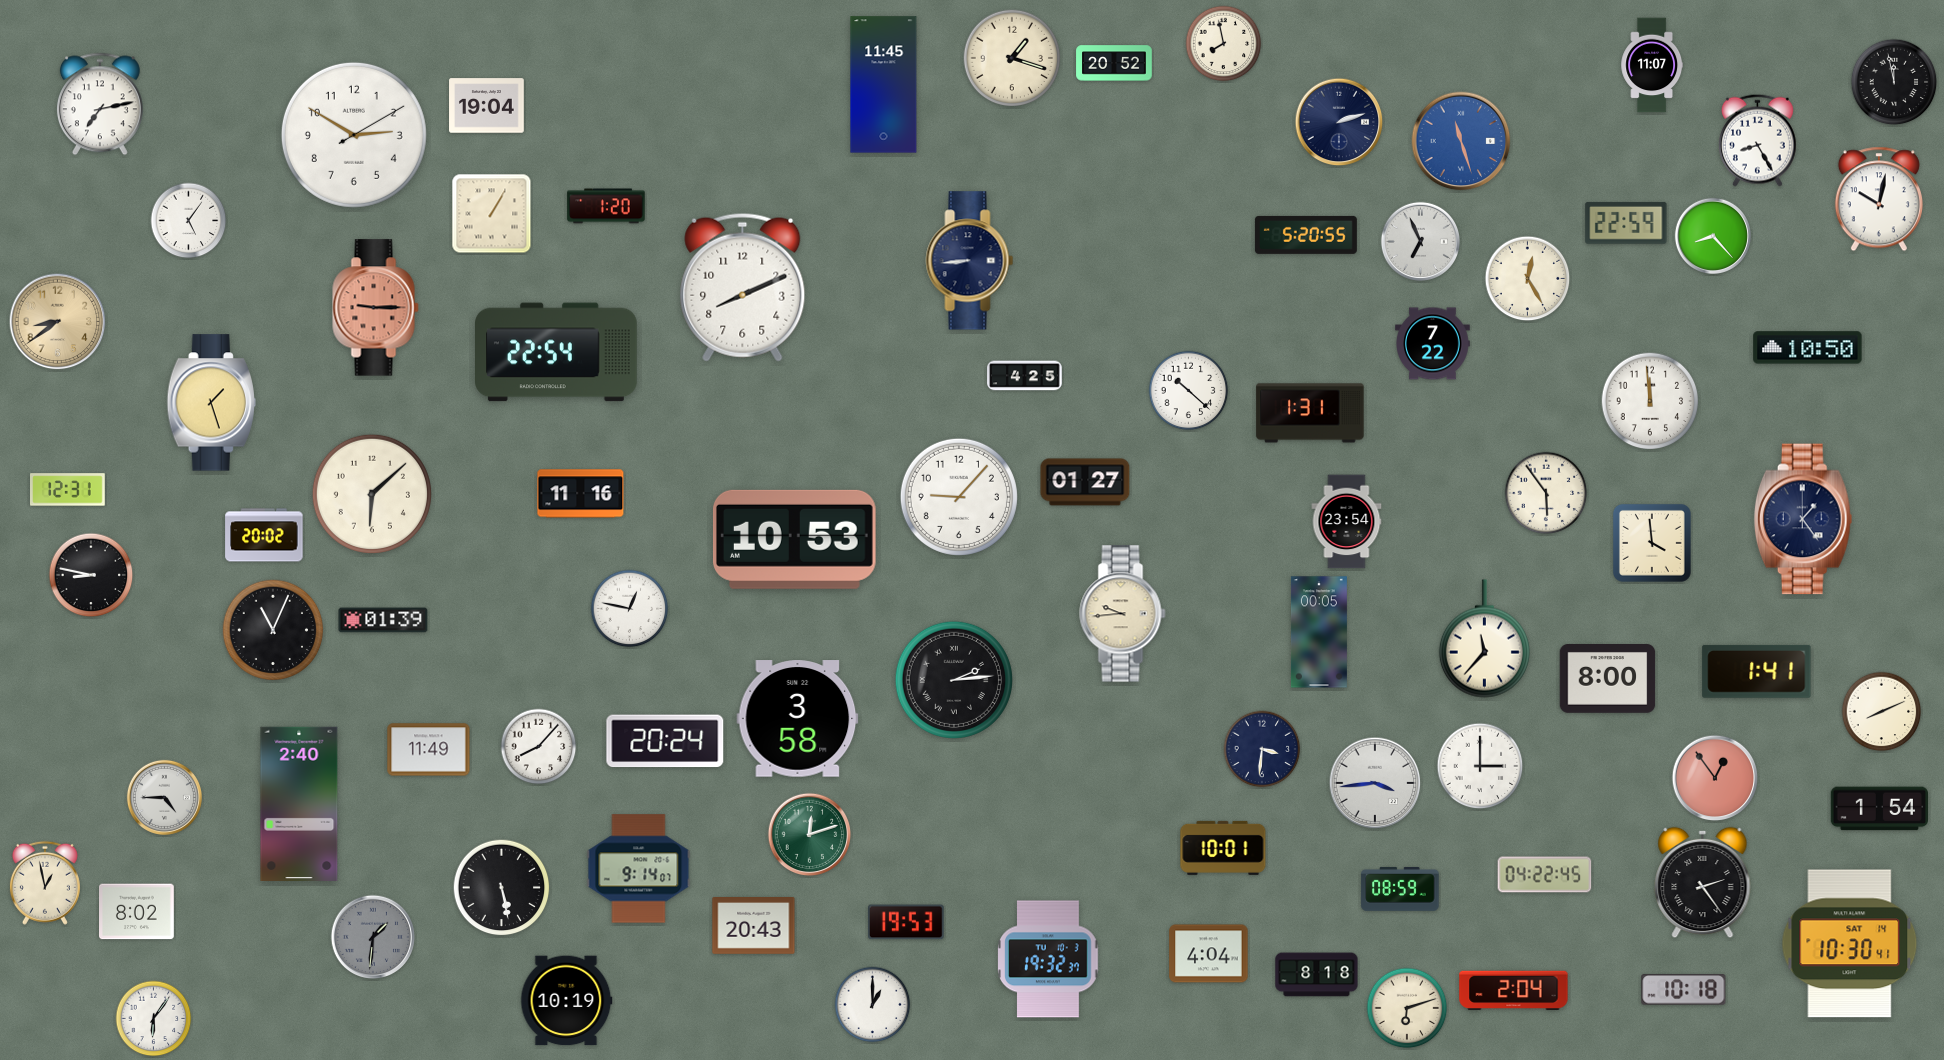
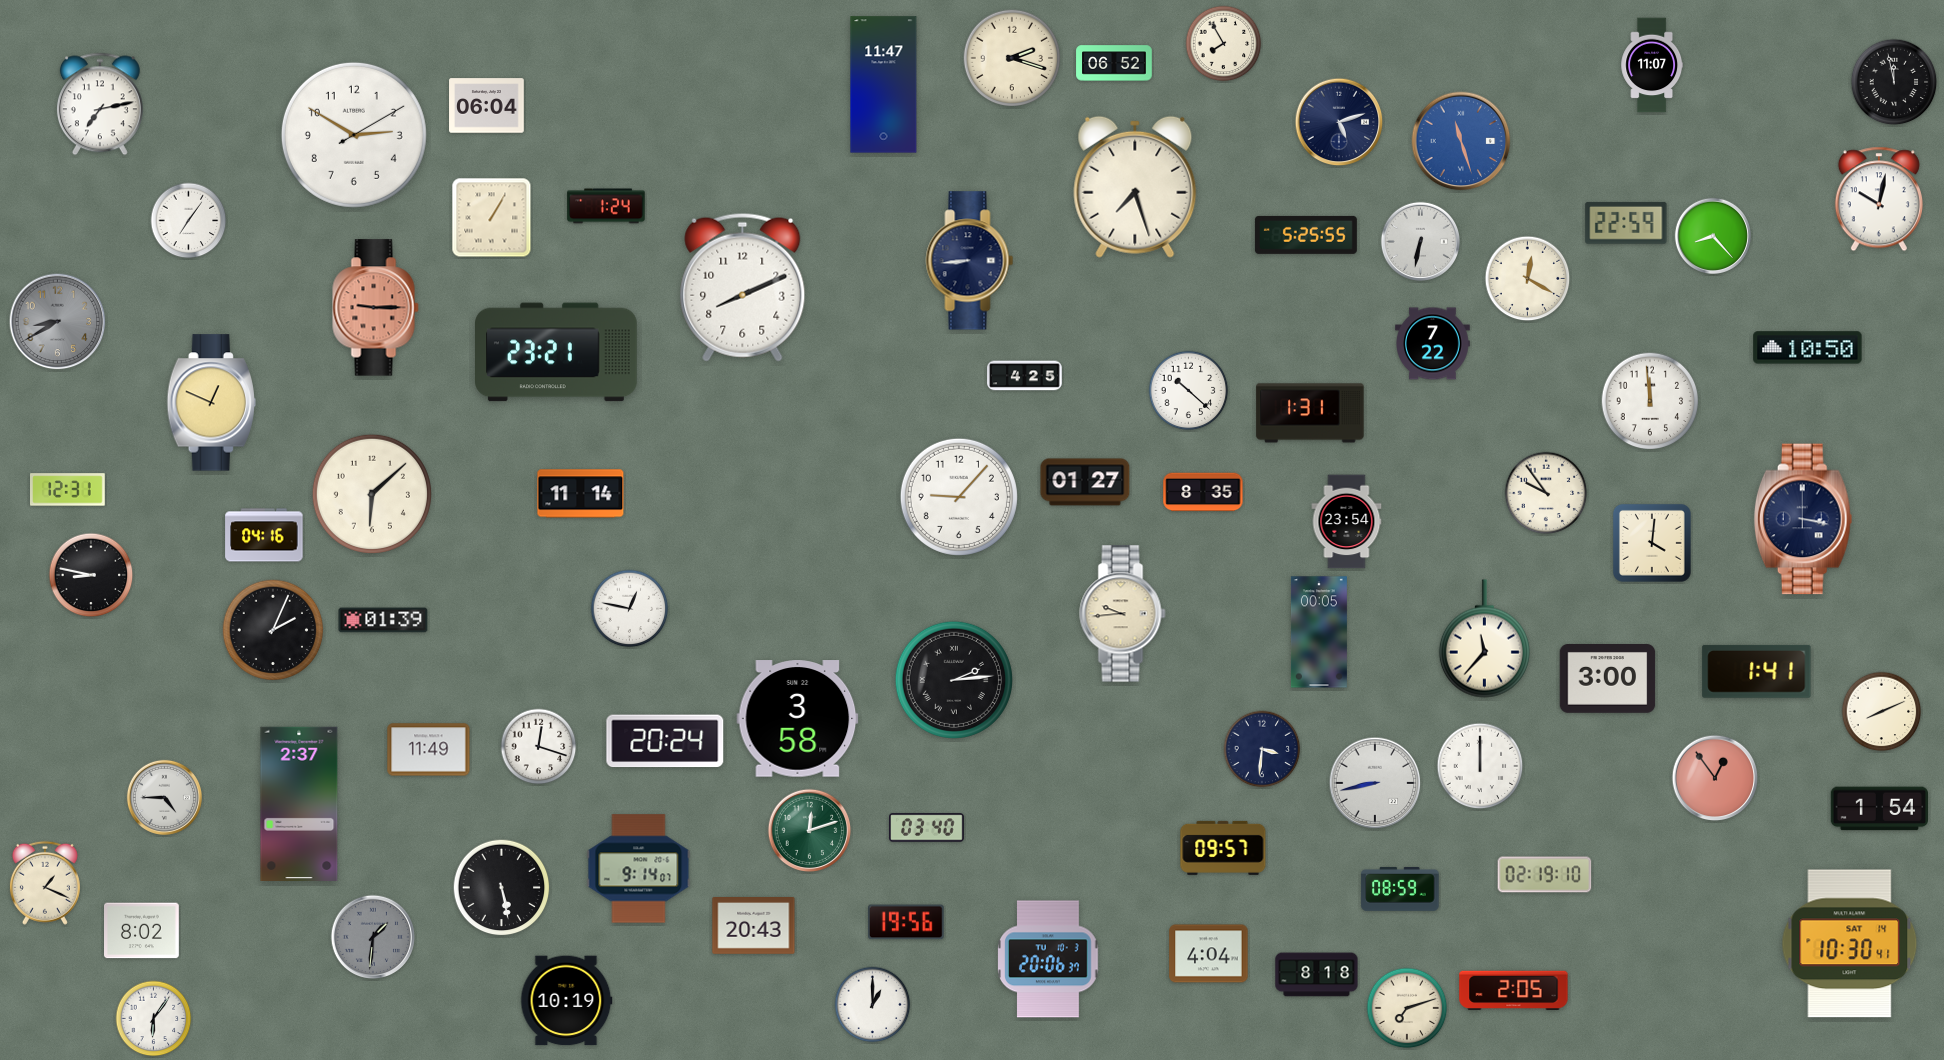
clock at (1224, 44): 7:58 -> 7:55
clock at (1012, 58): 1:18 -> 2:18
clock at (1114, 63): 20:52 -> 06:52
clock at (884, 85): 11:45 -> 11:47
clock at (487, 106): 19:04 -> 06:04
clock at (1339, 122): 2:12 -> 5:12
clock at (1758, 140): 8:25 -> none
clock at (1135, 187): none -> 7:27
clock at (606, 206): 1:20 -> 1:24
clock at (492, 214) position: (492, 214) -> (492, 218)
clock at (189, 221): 5:06 -> 7:06
clock at (1306, 235): 5:20 -> 5:25
clock at (1420, 241): 6:56 -> 6:32
clock at (1528, 279): 12:25 -> 12:20
clock at (58, 322): 8:39 -> 8:40
clock at (58, 322) dial: champagne -> grey
clock at (557, 352): 22:54 -> 23:21
clock at (211, 403): 1:27 -> 12:49
clock at (1203, 492): none -> 8:35
clock at (1546, 493): 5:54 -> 9:54
clock at (581, 494): 11:16 -> 11:14
clock at (1803, 519): 1:24 -> 3:17
clock at (264, 535): 20:02 -> 04:16
clock at (794, 539): 10:53 -> none
clock at (1652, 543): 3:59 -> 4:01
clock at (273, 630): 11:04 -> 2:04
clock at (1608, 679): 8:00 -> 3:00
clock at (539, 747): 8:07 -> 12:18
clock at (1480, 766): 3:00 -> 12:00
clock at (1375, 783): 3:44 -> 8:43
clock at (299, 803): 2:40 -> 2:37
clock at (927, 828): none -> 03:40
clock at (810, 835) position: (810, 835) -> (810, 831)
clock at (1223, 848): 10:01 -> 09:57
clock at (1545, 875): 04:22 -> 02:19
clock at (45, 883): 12:58 -> 1:19
clock at (1703, 883): 2:24 -> none
clock at (137, 912) position: (137, 912) -> (142, 931)
clock at (907, 922): 19:53 -> 19:56
clock at (1049, 959): 19:32 -> 20:06
clock at (1684, 990): 10:18 -> none
clock at (1514, 991): 2:04 -> 2:05
clock at (1407, 1008): 6:12 -> 7:12
